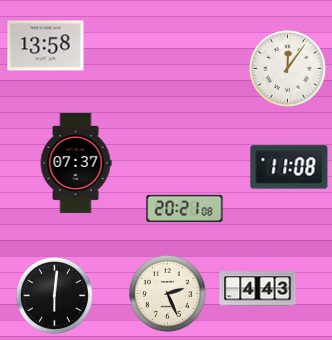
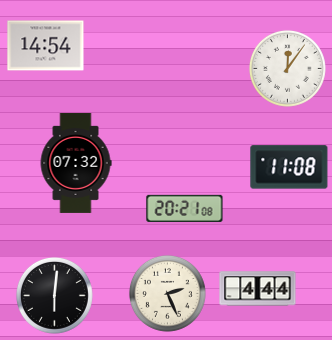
clock at (46, 46): 13:58 -> 14:54
clock at (76, 163): 07:37 -> 07:32
clock at (258, 289): 4:43 -> 4:44
